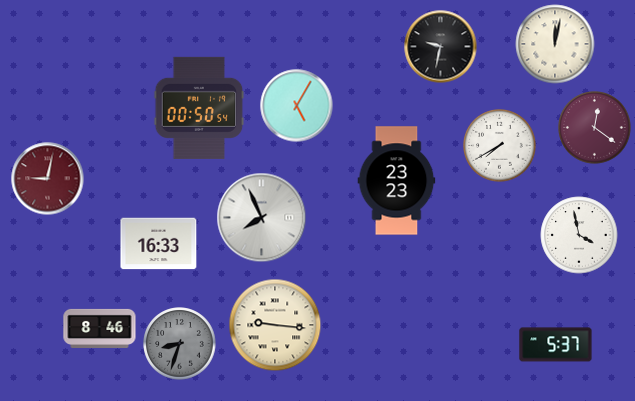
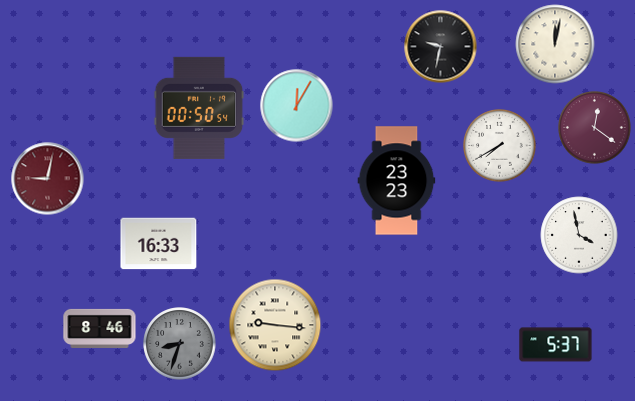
clock at (297, 106): 5:05 -> 12:05
clock at (262, 218): 7:56 -> none
